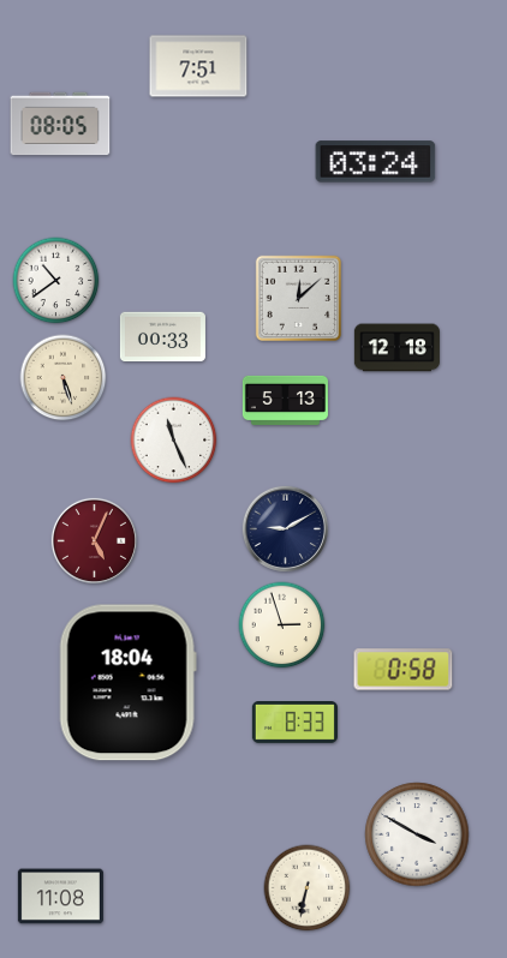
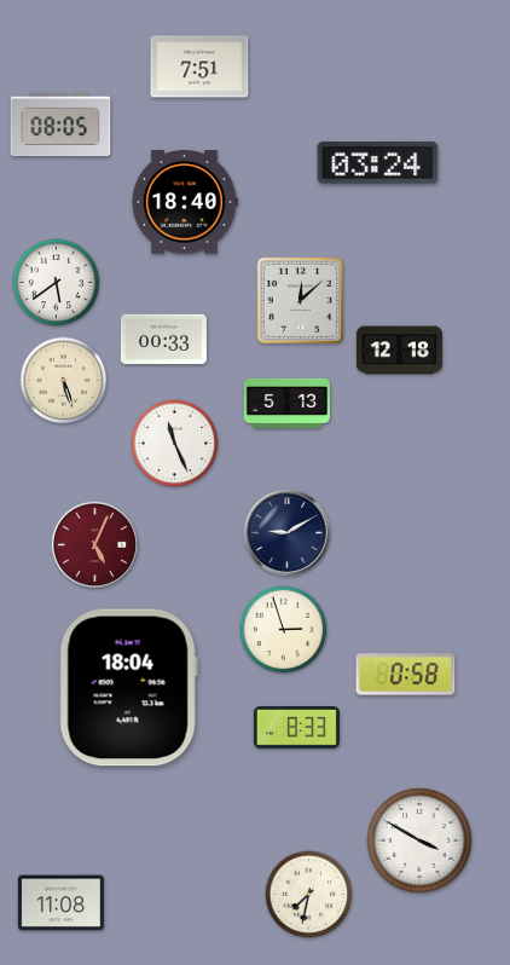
clock at (184, 202): none -> 18:40
clock at (56, 281): 10:39 -> 5:39
clock at (308, 888): 6:32 -> 7:32
